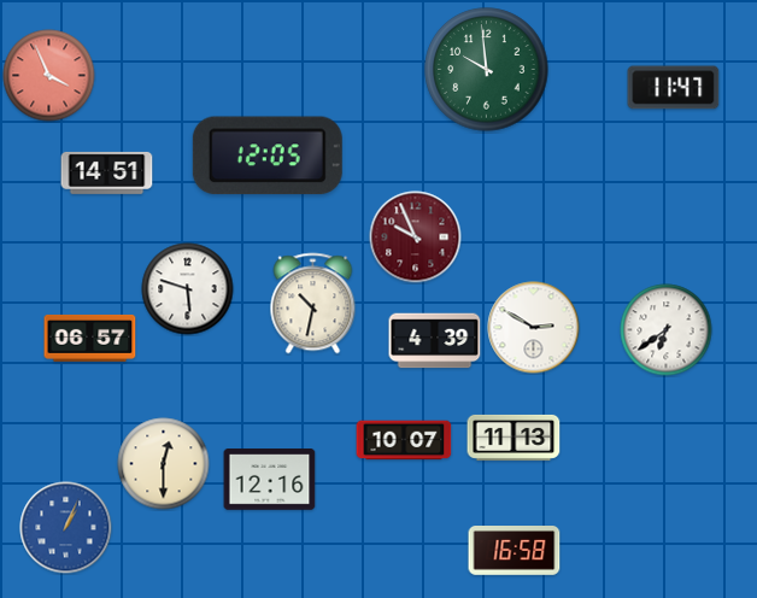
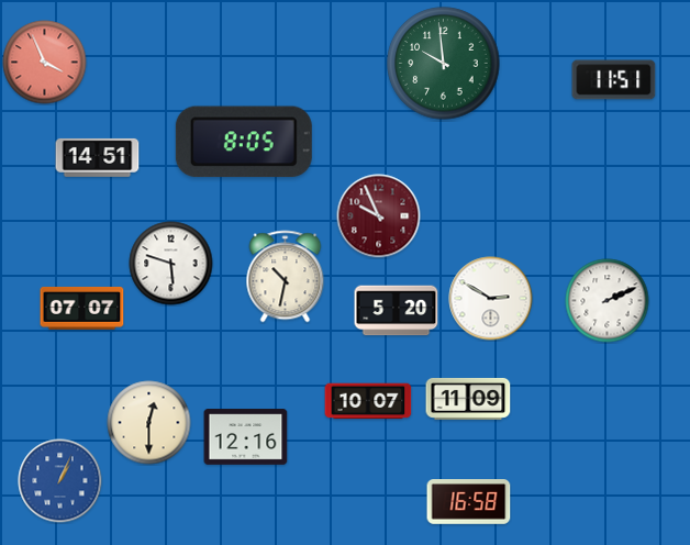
clock at (49, 76) position: (49, 76) -> (45, 63)
clock at (674, 88): 11:47 -> 11:51
clock at (268, 156): 12:05 -> 8:05
clock at (534, 328) position: (534, 328) -> (491, 299)
clock at (667, 330): 6:39 -> 2:11
clock at (90, 338): 06:57 -> 07:07
clock at (435, 341): 4:39 -> 5:20
clock at (514, 438): 11:13 -> 11:09
